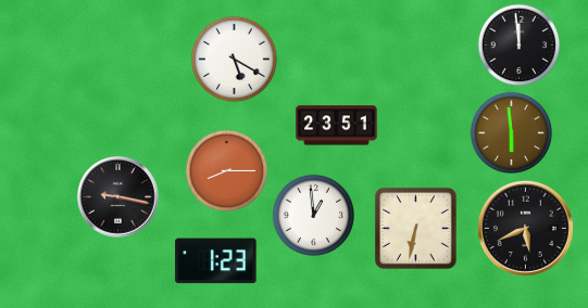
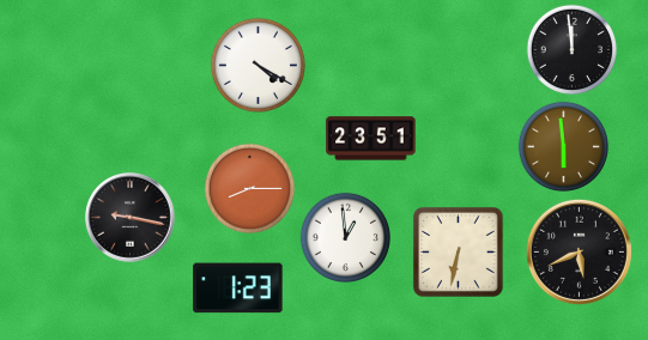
clock at (234, 59): 5:20 -> 4:20
